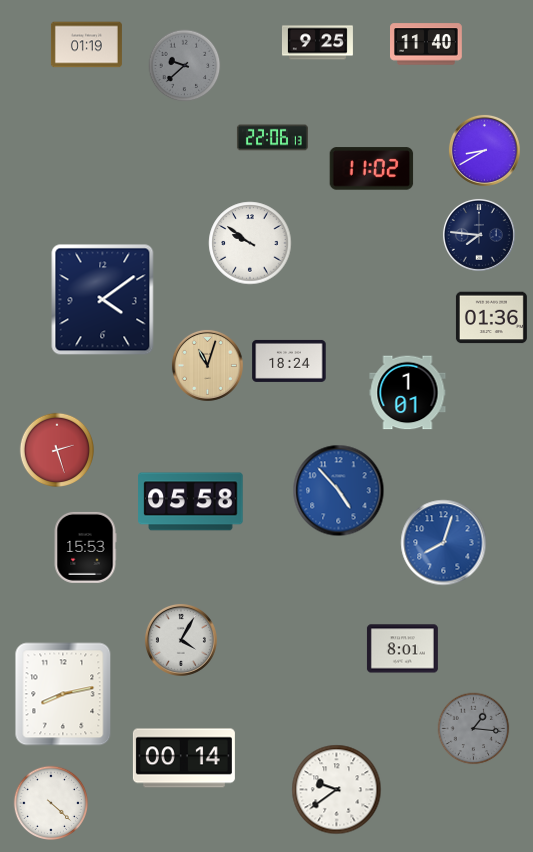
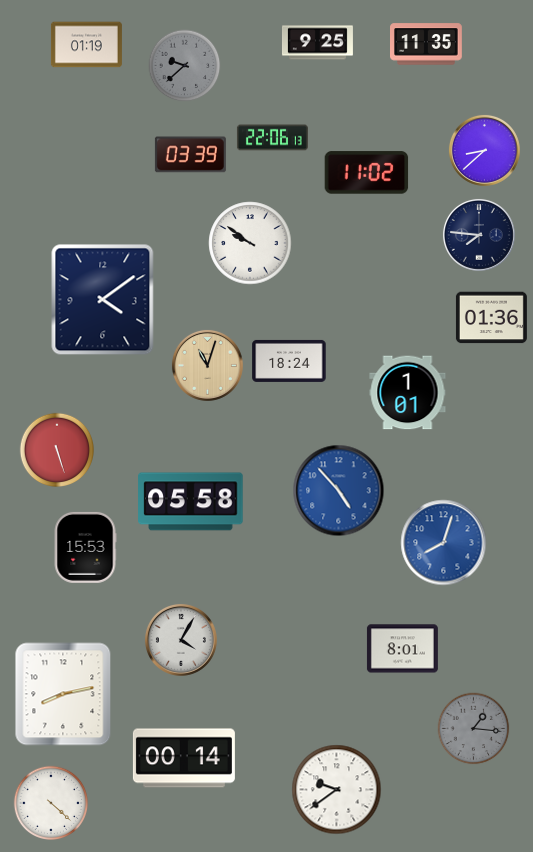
clock at (427, 44): 11:40 -> 11:35
clock at (484, 150): 8:40 -> 8:38
clock at (190, 155): none -> 03:39
clock at (372, 169) position: (372, 169) -> (367, 173)
clock at (57, 450): 2:27 -> 5:27
